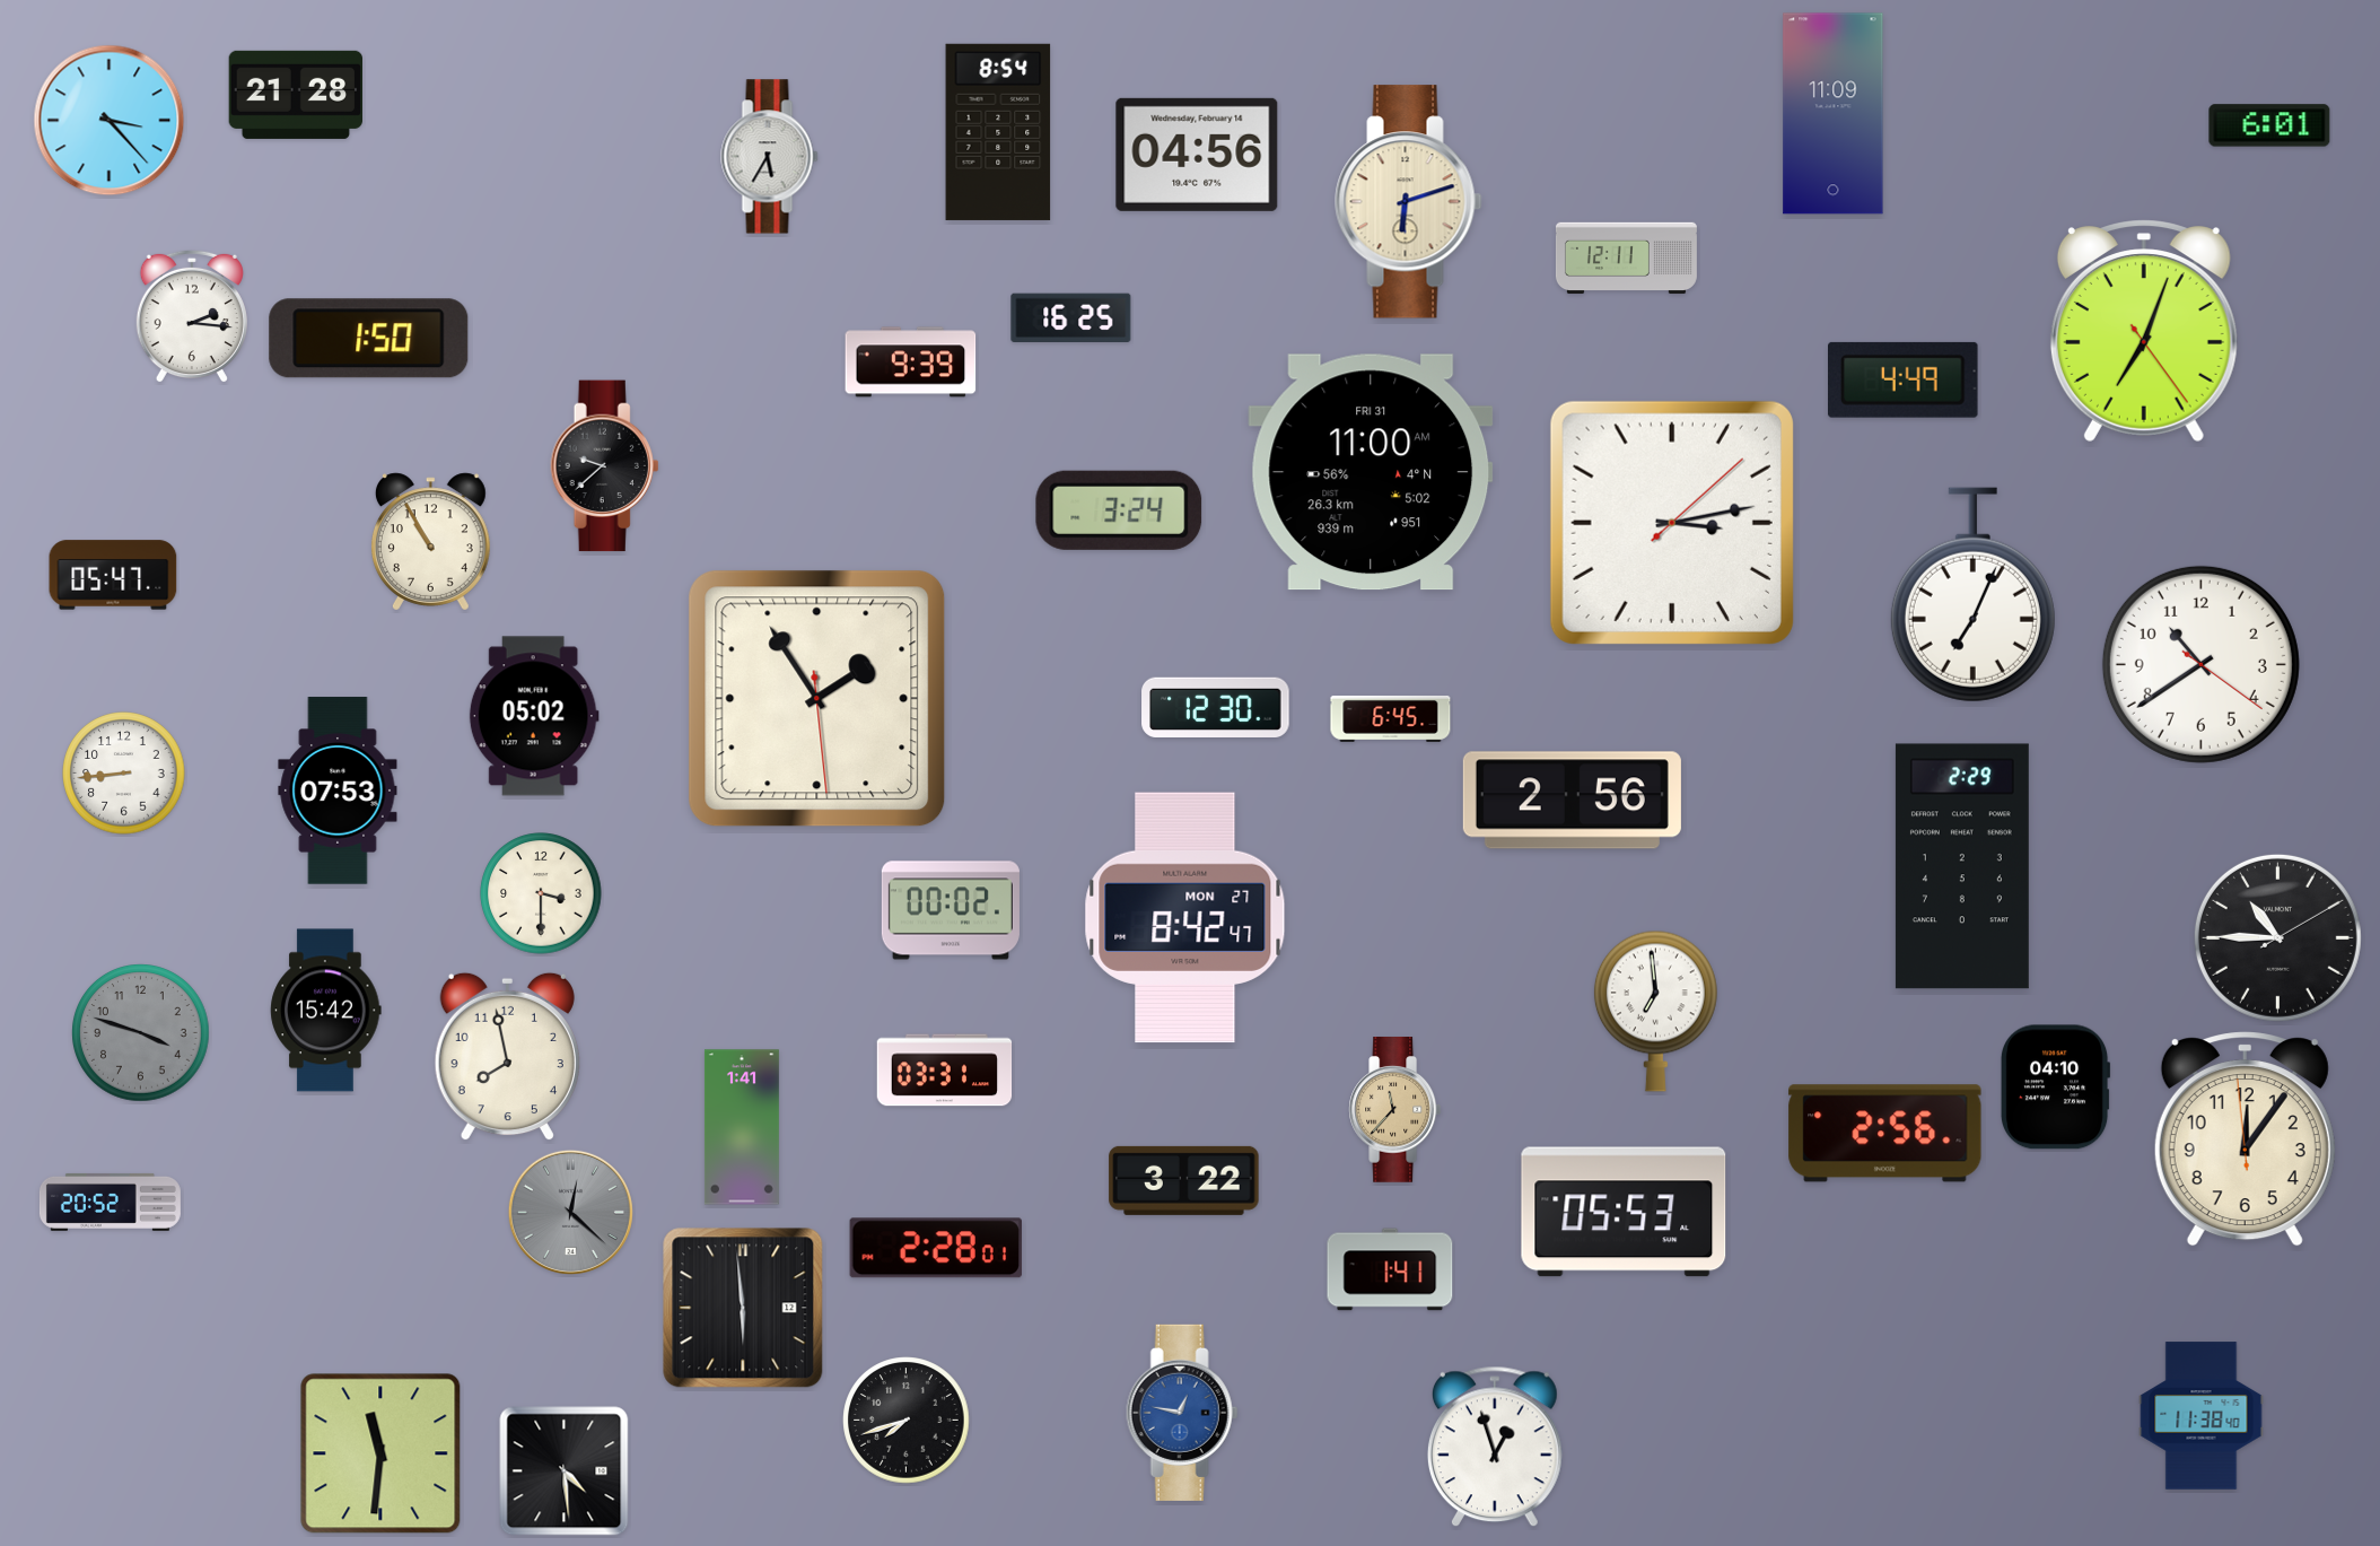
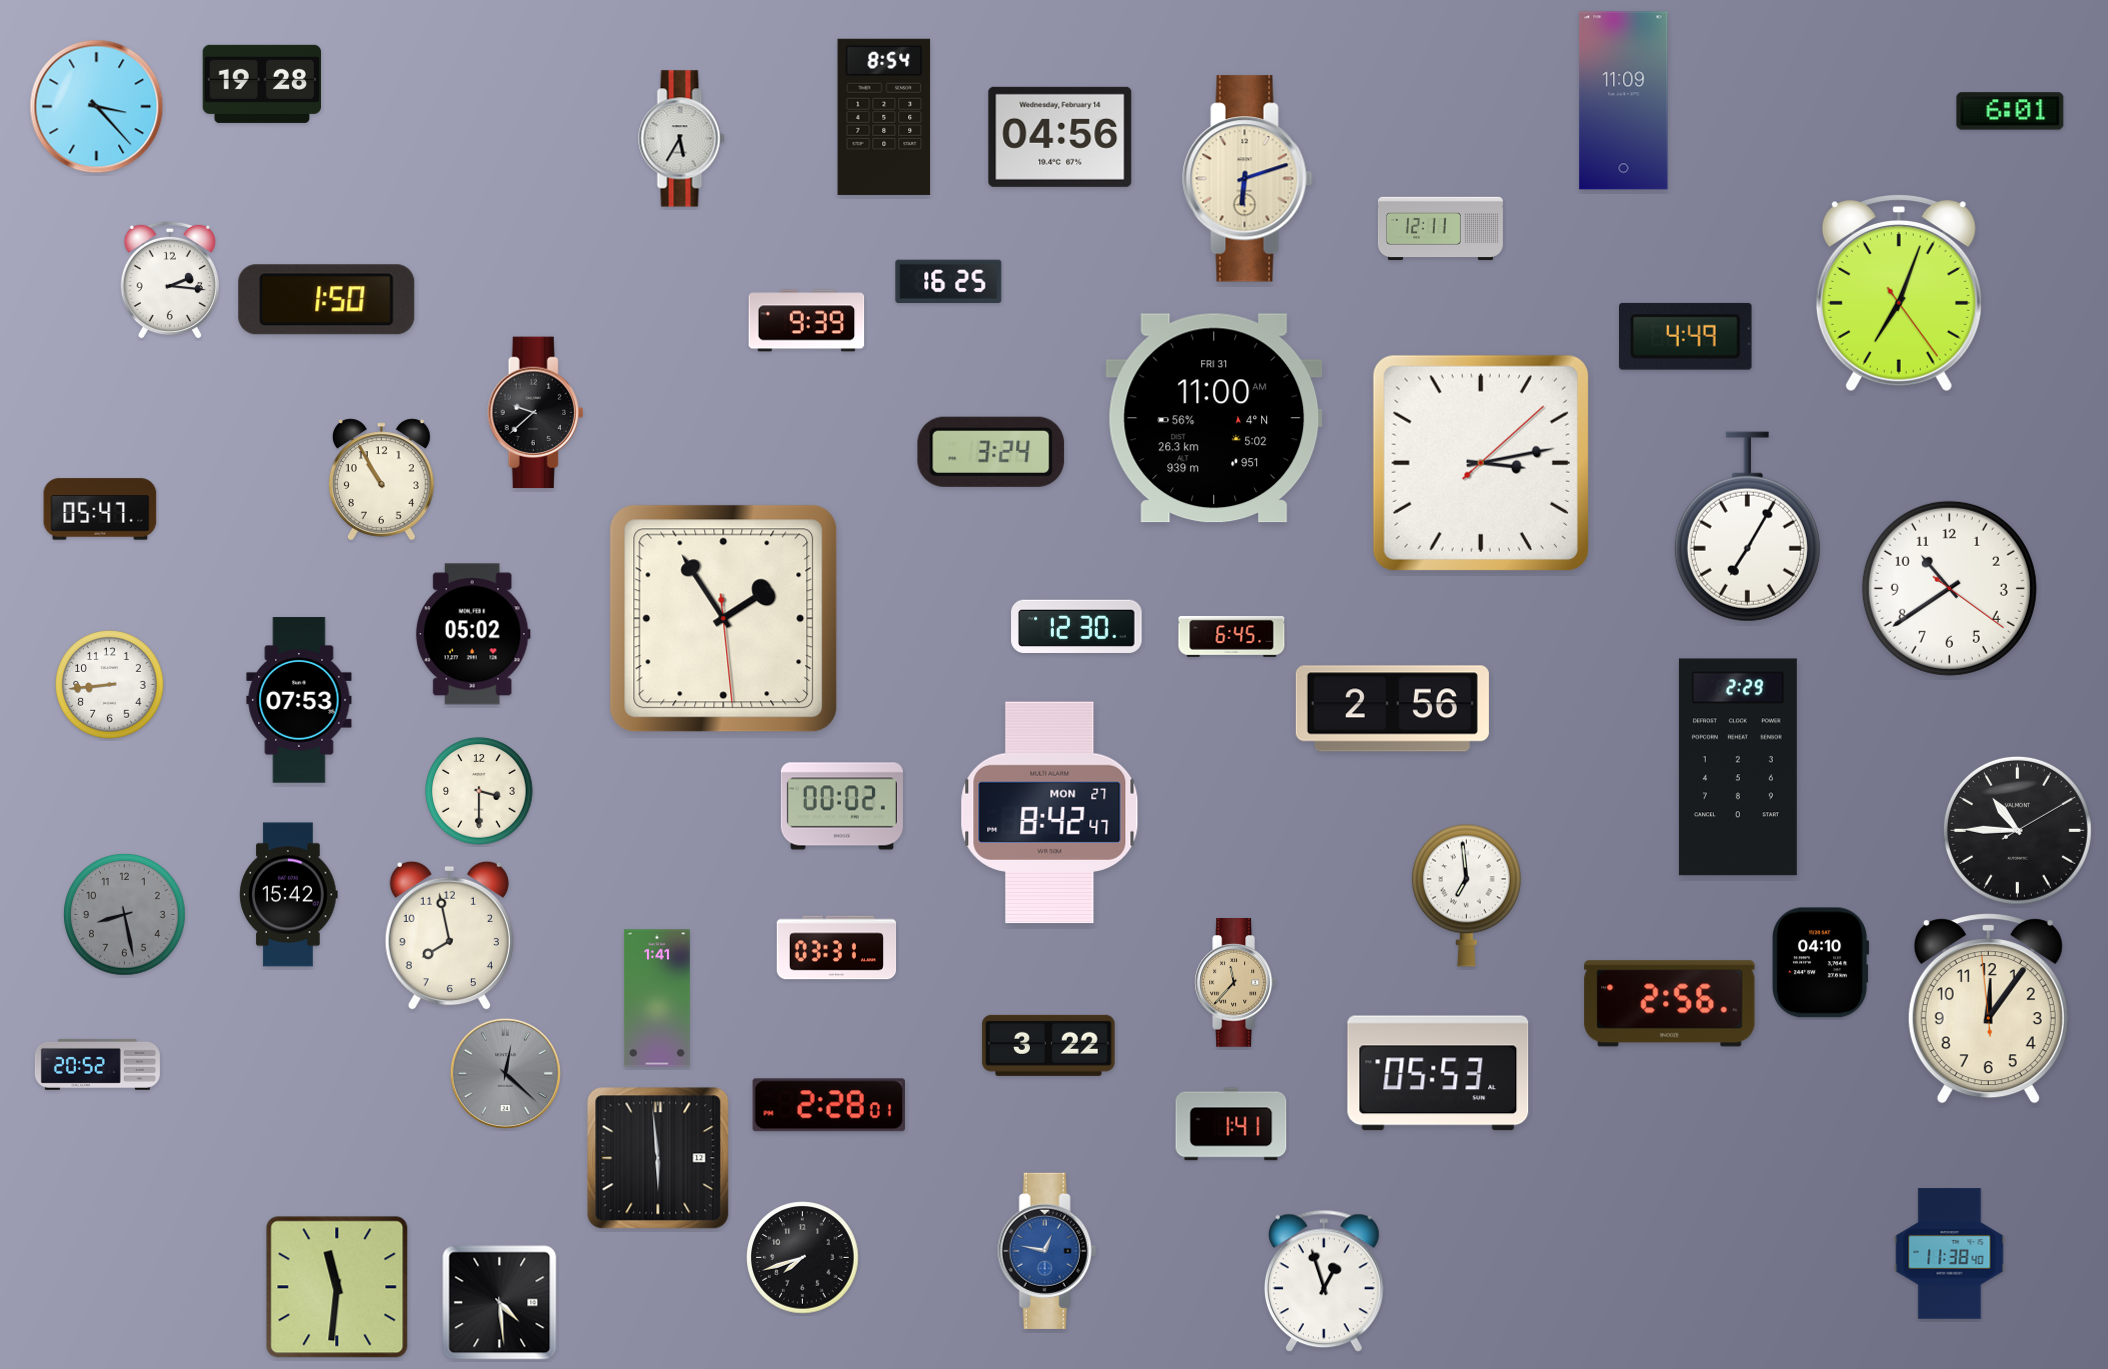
clock at (296, 95): 21:28 -> 19:28
clock at (1972, 595): 7:04 -> 7:05
clock at (141, 1033): 3:48 -> 8:28
